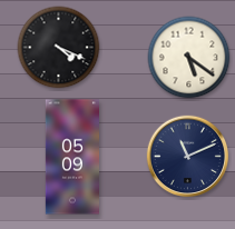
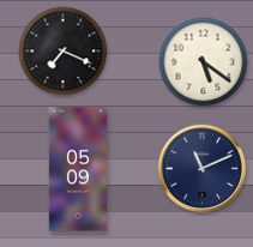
clock at (59, 48): 4:19 -> 7:19
